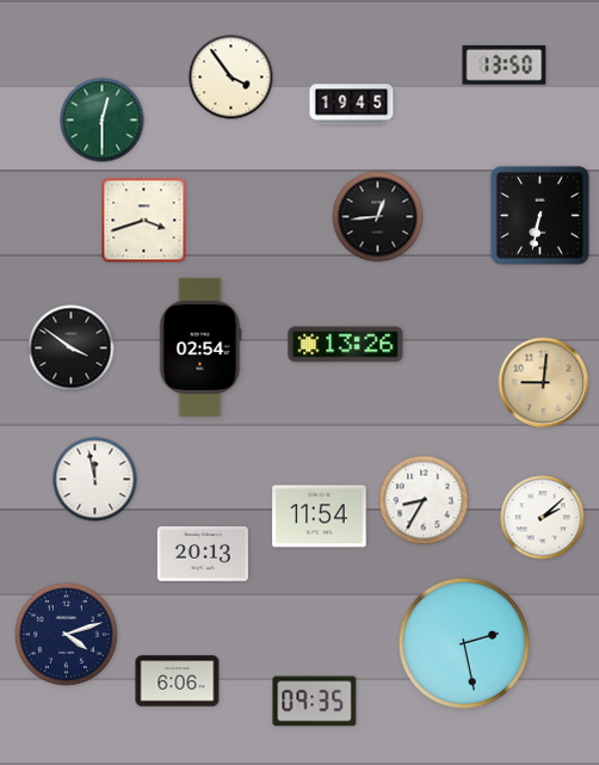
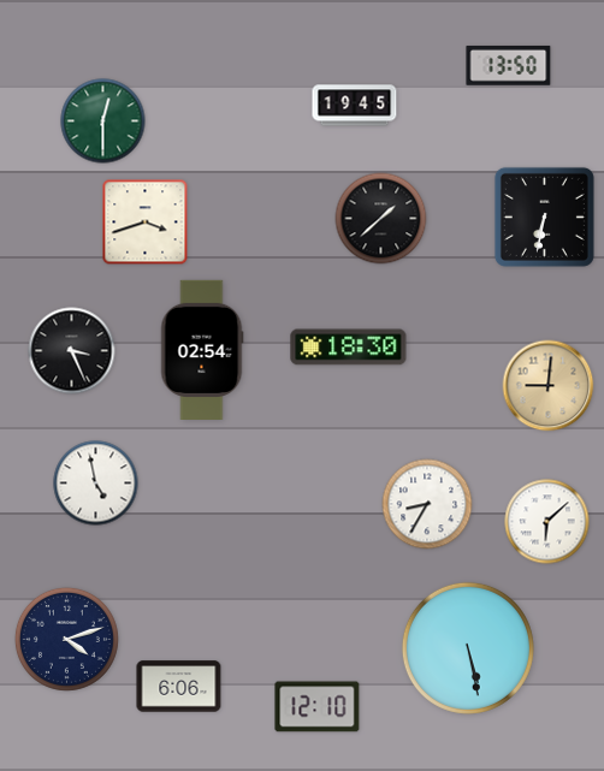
clock at (231, 78): 3:54 -> none
clock at (378, 217): 12:44 -> 1:38
clock at (346, 345): 13:26 -> 18:30
clock at (72, 348): 3:51 -> 3:26
clock at (95, 480): 11:58 -> 4:58
clock at (320, 517): 11:54 -> none
clock at (543, 518): 2:08 -> 6:08
clock at (203, 554): 20:13 -> none
clock at (464, 643): 2:28 -> 5:28
clock at (315, 702): 09:35 -> 12:10
